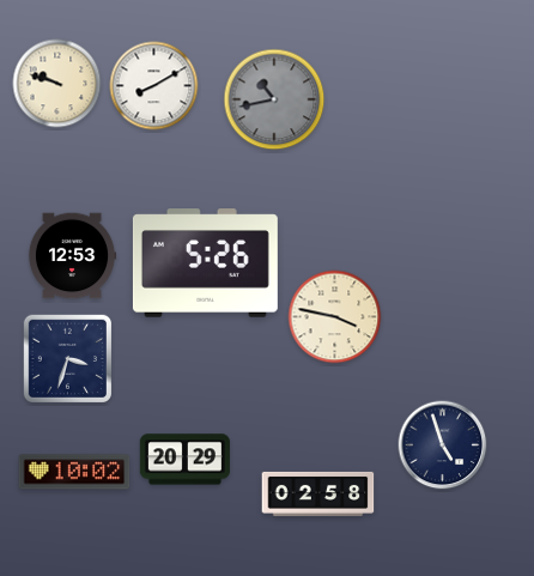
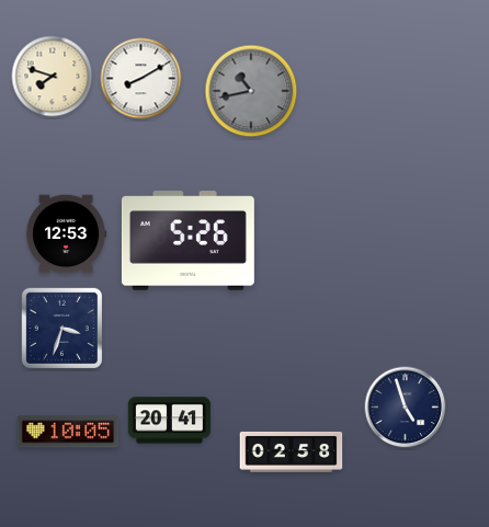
clock at (57, 84): 9:48 -> 7:48
clock at (335, 317): 3:47 -> none
clock at (184, 460): 20:29 -> 20:41
clock at (74, 472): 10:02 -> 10:05
